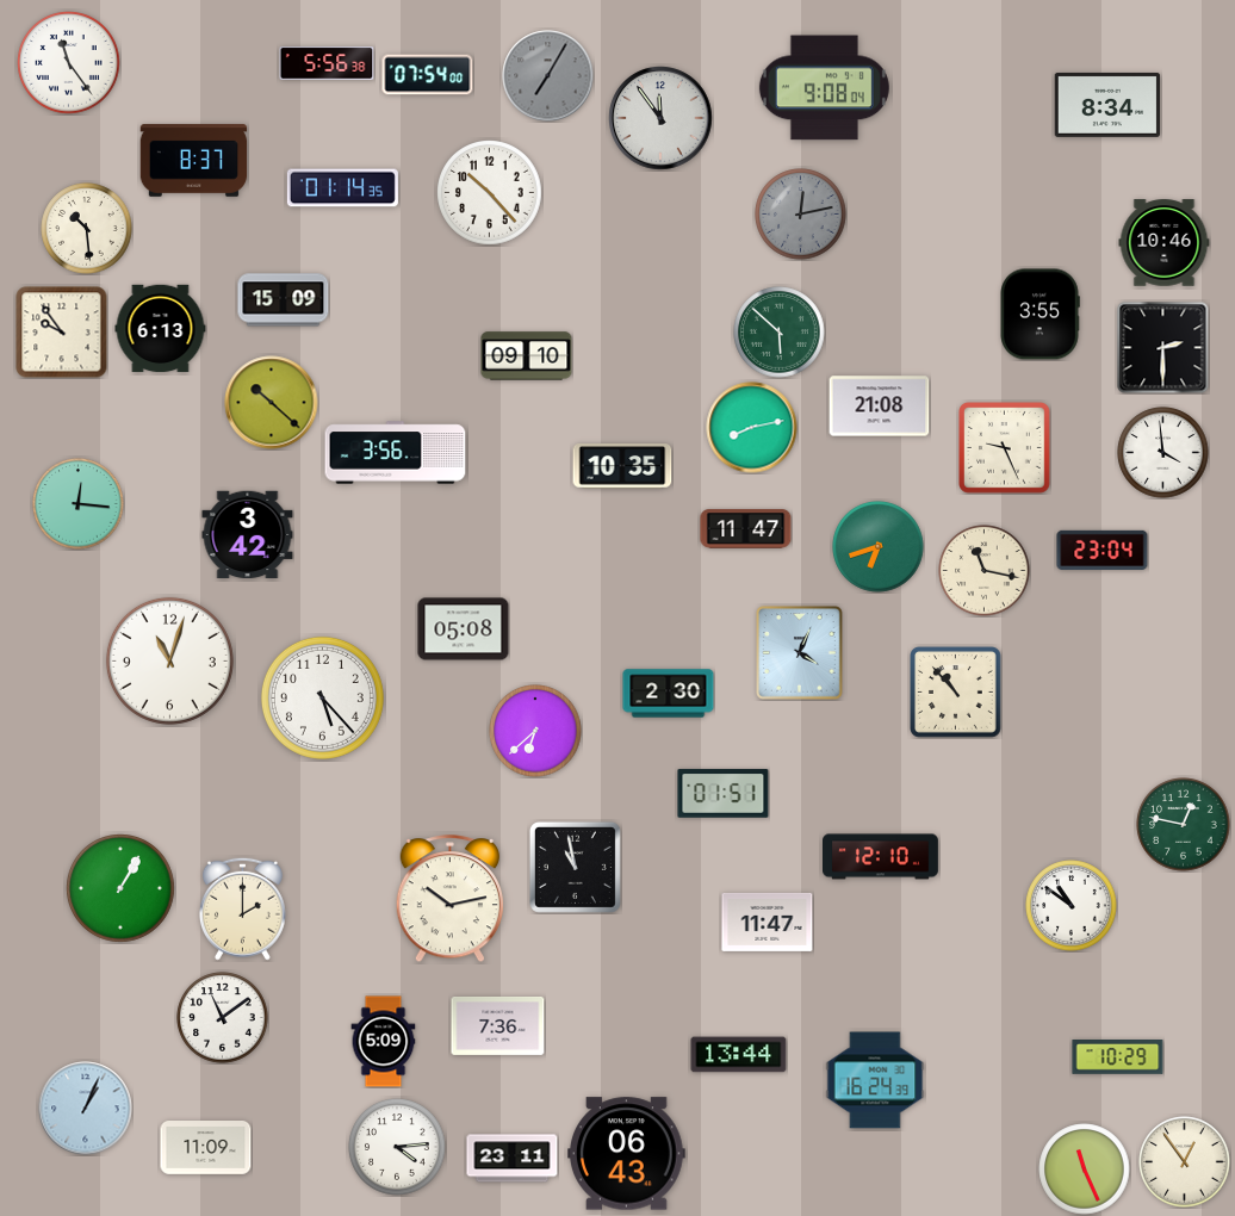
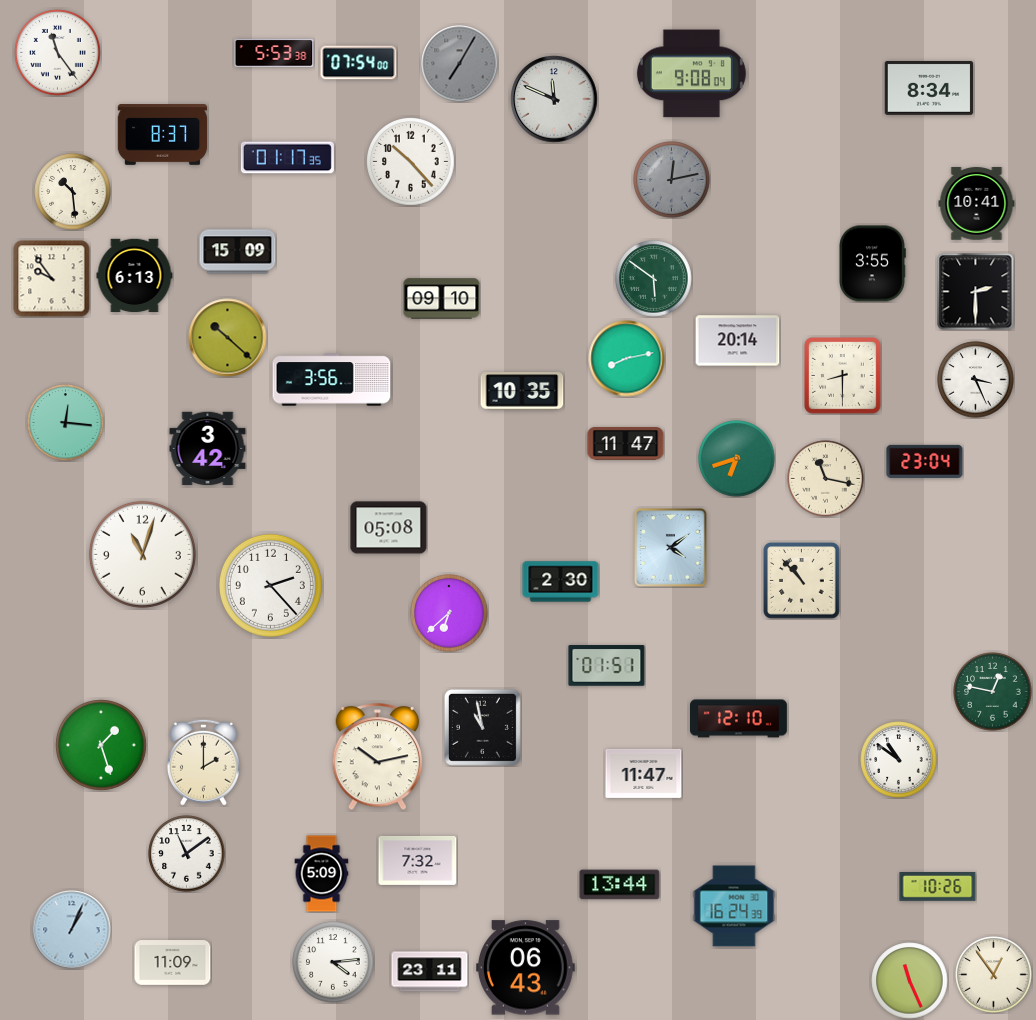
clock at (327, 63): 5:56 -> 5:53
clock at (660, 118): 11:54 -> 11:49
clock at (342, 188): 01:14 -> 01:17
clock at (1165, 243): 10:46 -> 10:41
clock at (780, 333): 5:52 -> 5:51
clock at (880, 407): 21:08 -> 20:14
clock at (752, 428) position: (752, 428) -> (627, 359)
clock at (1005, 448): 9:26 -> 8:30
clock at (1163, 453): 3:59 -> 3:26
clock at (800, 653): 4:04 -> 4:09
clock at (322, 697): 5:23 -> 2:23
clock at (122, 889): 1:05 -> 1:27
clock at (451, 899) position: (451, 899) -> (378, 757)
clock at (498, 1025): 7:36 -> 7:32
clock at (1118, 1057): 10:29 -> 10:26
